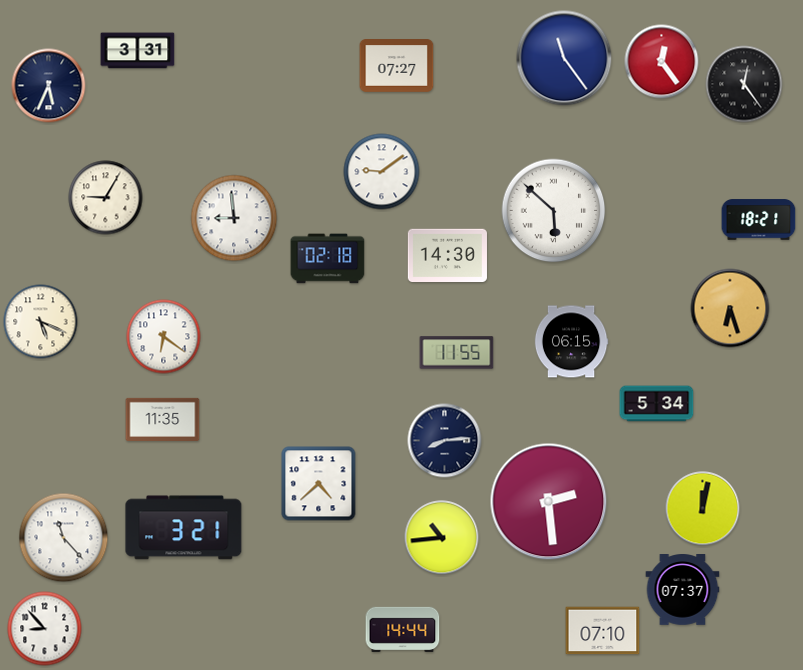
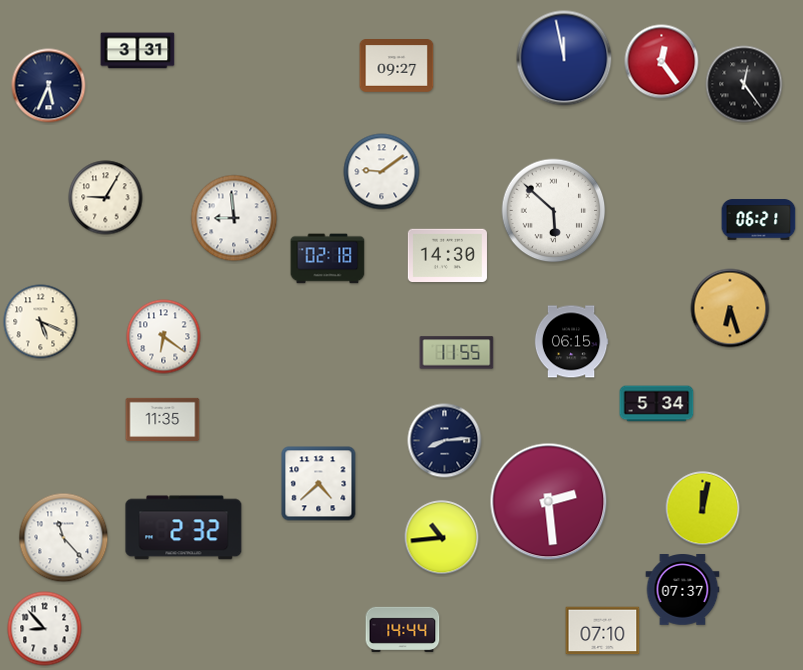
clock at (564, 58): 11:24 -> 11:58
clock at (397, 66): 07:27 -> 09:27
clock at (759, 220): 18:21 -> 06:21
clock at (184, 528): 3:21 -> 2:32
